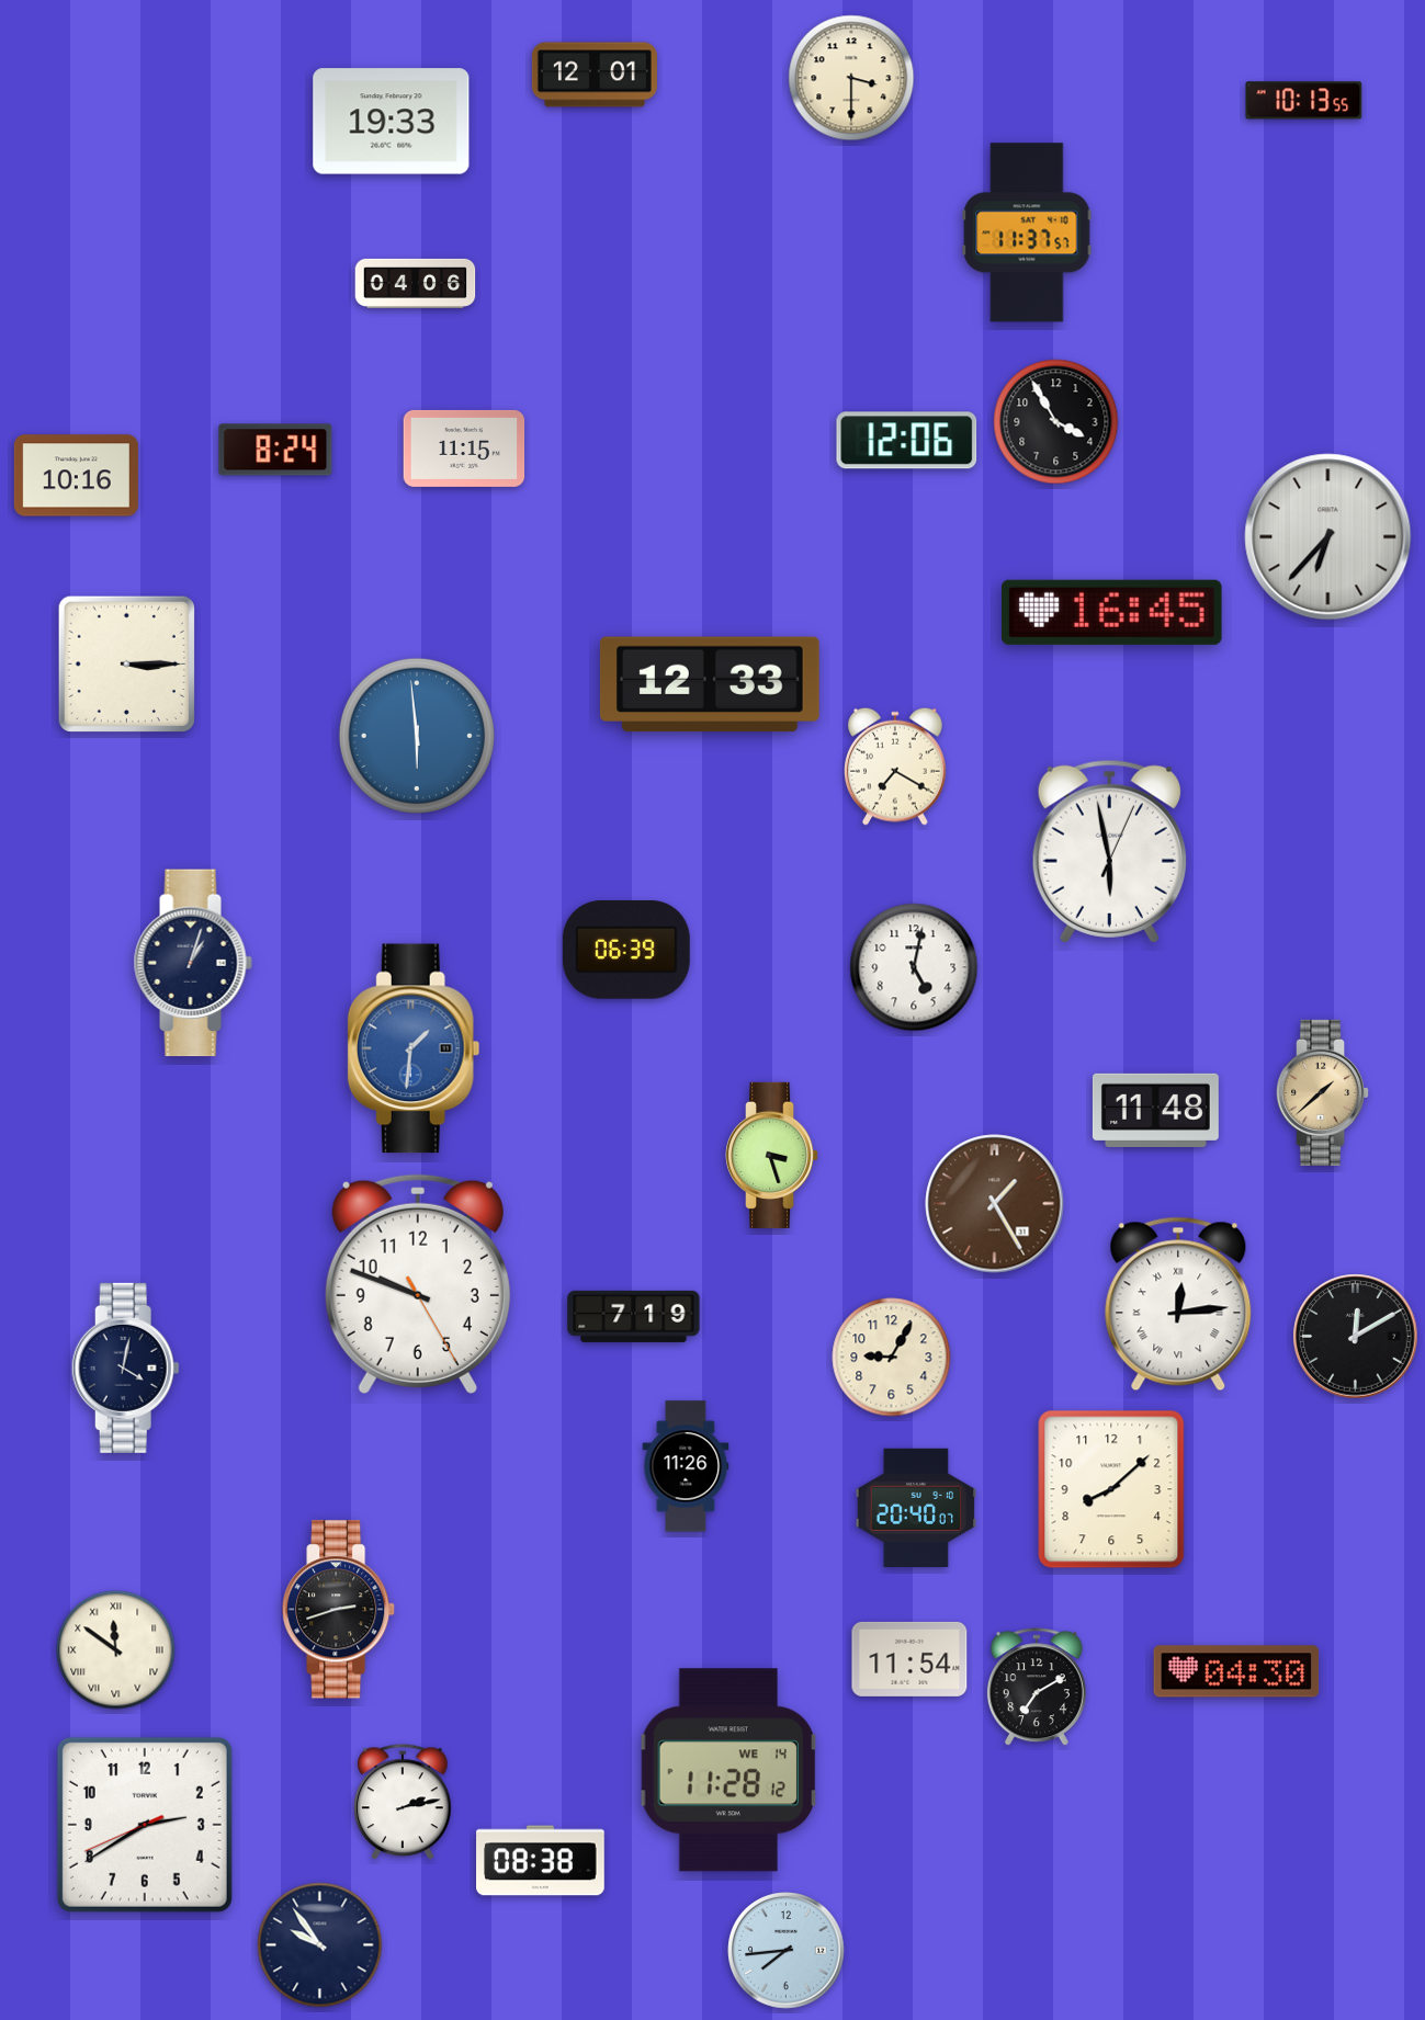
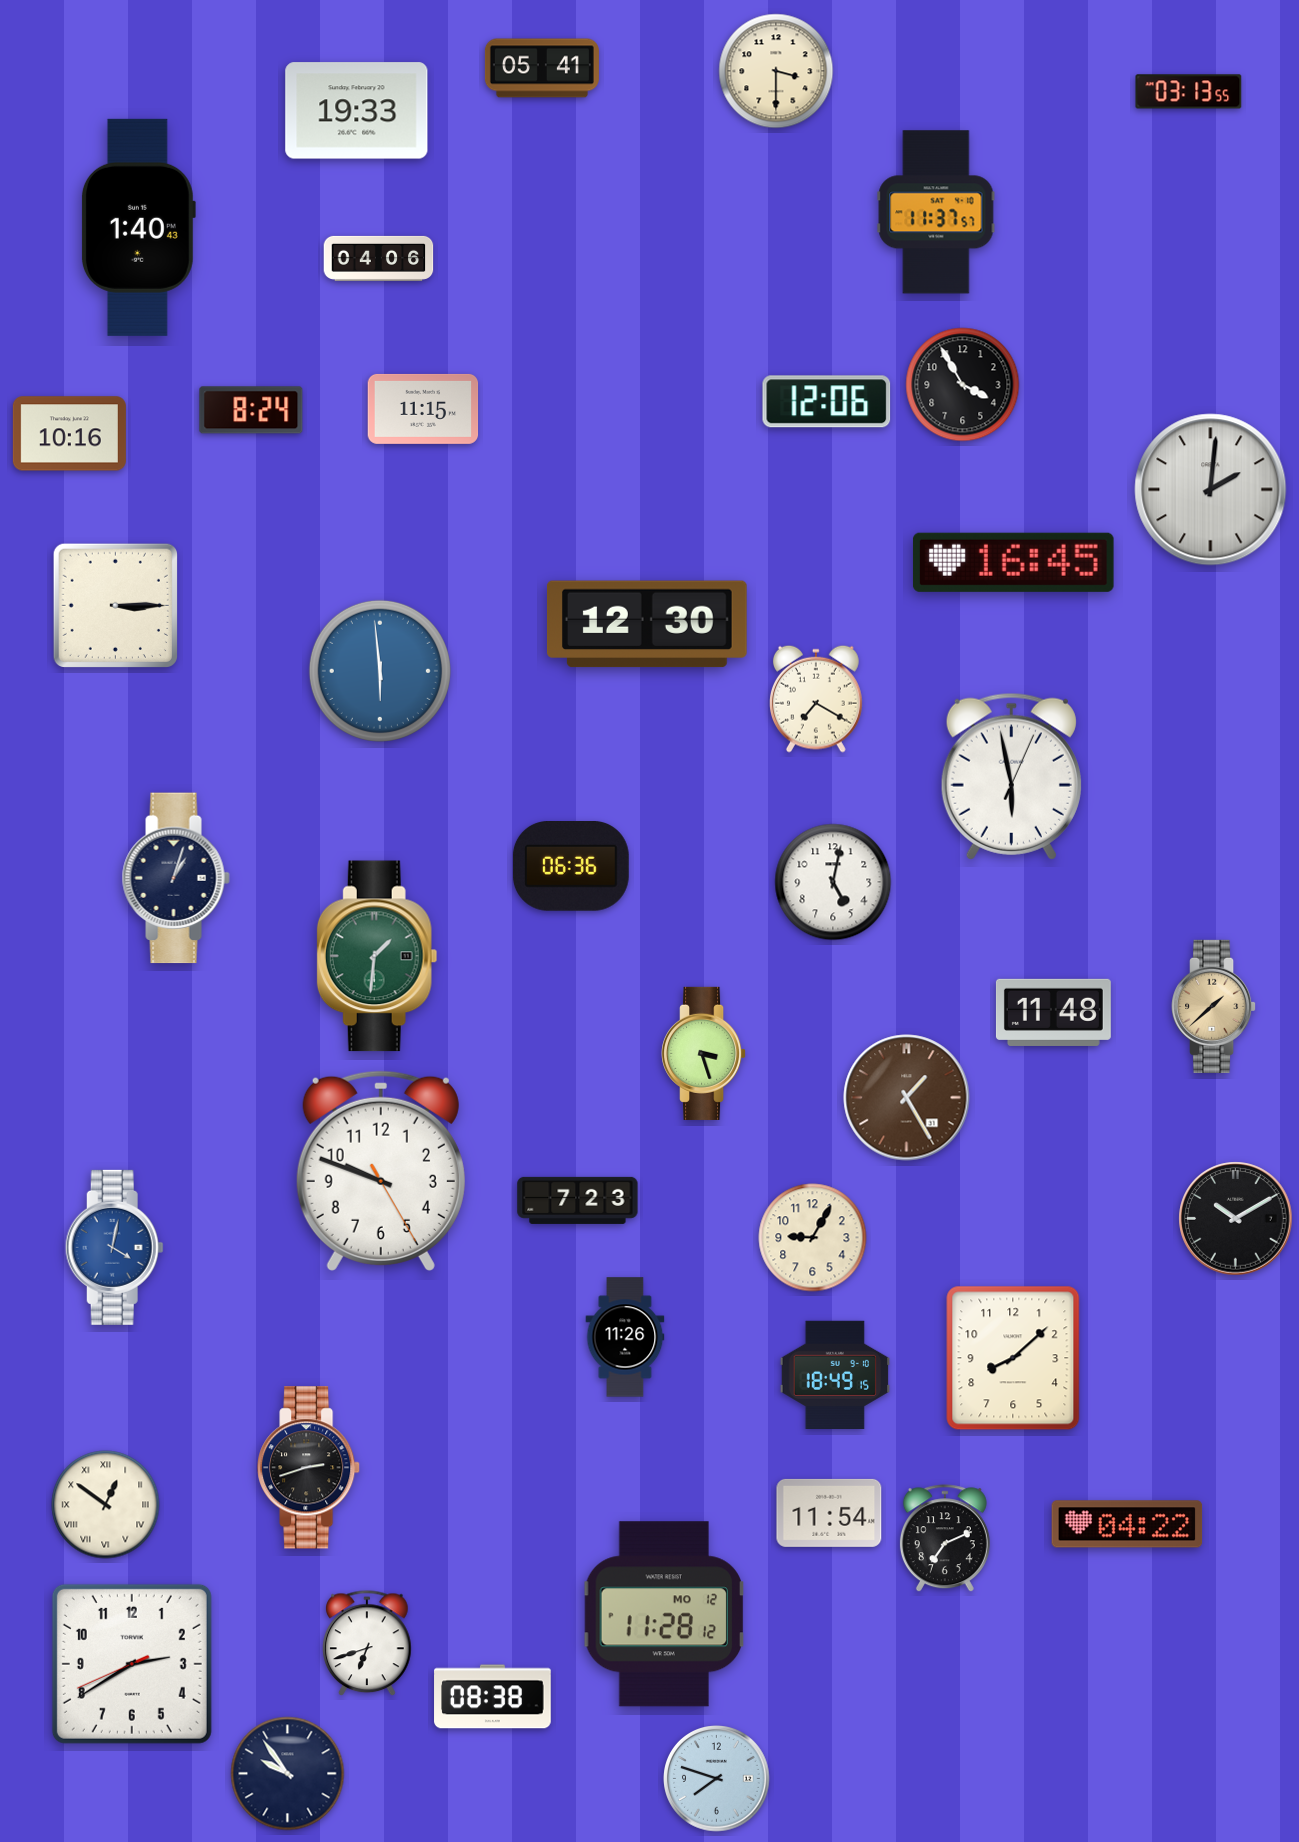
clock at (595, 75): 12:01 -> 05:41
clock at (1304, 101): 10:13 -> 03:13
clock at (138, 227): none -> 1:40
clock at (1328, 537): 6:37 -> 2:01
clock at (1111, 612) position: (1111, 612) -> (1013, 562)
clock at (710, 684): 12:33 -> 12:30
clock at (626, 951): 06:39 -> 06:36
clock at (414, 1048) dial: blue -> green
clock at (1323, 1092) position: (1323, 1092) -> (1214, 1006)
clock at (1178, 1304): 12:14 -> none
clock at (634, 1316): 7:19 -> 7:23
clock at (1356, 1337): 12:10 -> 10:10
clock at (125, 1368) dial: navy -> blue
clock at (916, 1507): 20:40 -> 18:49
clock at (116, 1650): 11:51 -> 12:51
clock at (1236, 1671): 04:30 -> 04:22
clock at (1037, 1688): 7:10 -> 7:11
clock at (728, 1770) date: WE 14 -> MO 12
clock at (403, 1803): 2:13 -> 6:42
clock at (320, 1945) position: (320, 1945) -> (288, 1774)
clock at (787, 1951): 7:44 -> 7:48
